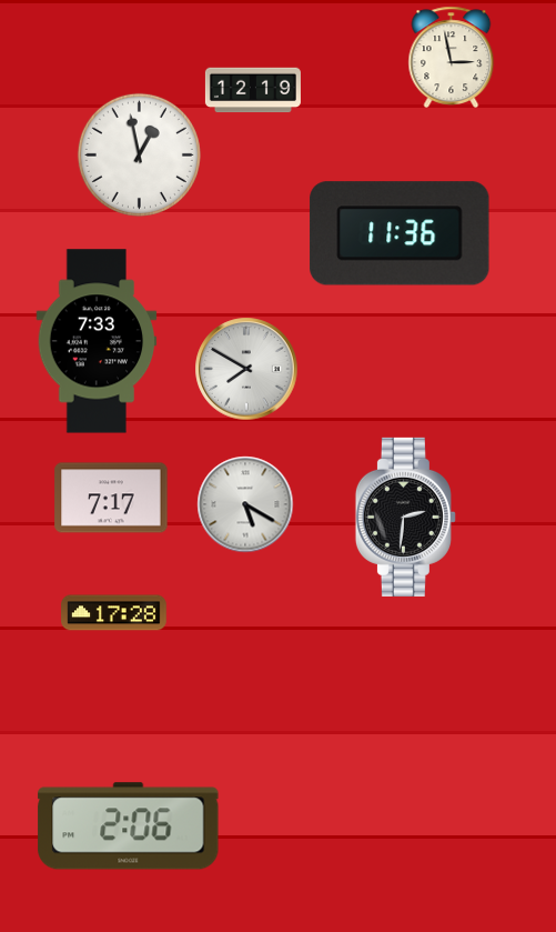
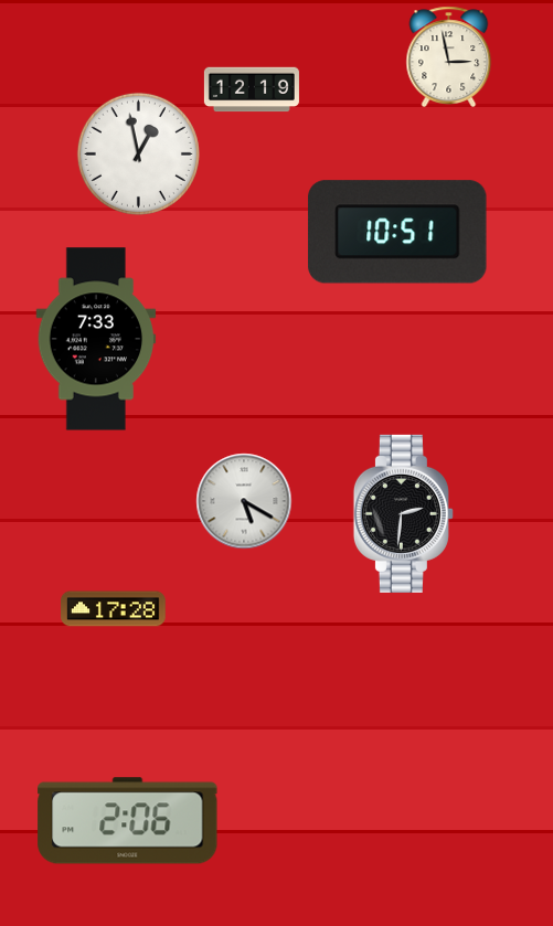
clock at (400, 233): 11:36 -> 10:51
clock at (246, 369): 7:50 -> none
clock at (111, 498): 7:17 -> none
